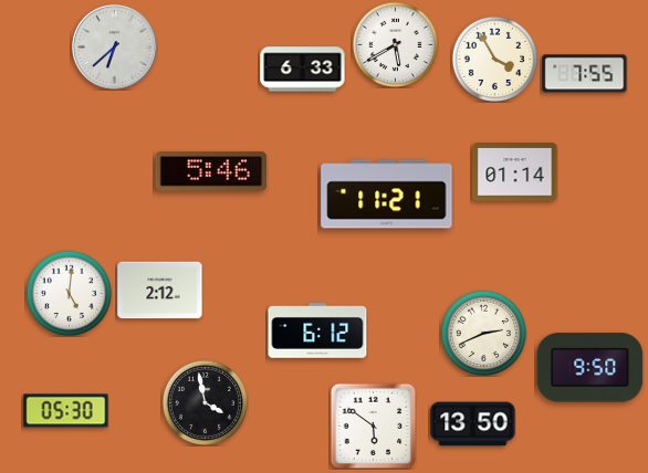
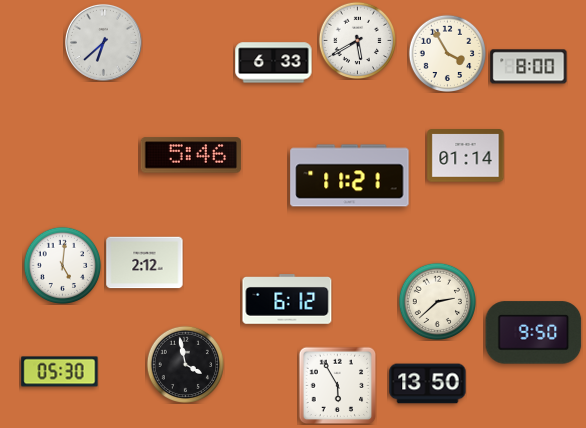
clock at (585, 74): 7:55 -> 8:00
clock at (483, 333): 2:41 -> 2:38
clock at (373, 425): 5:51 -> 5:55
